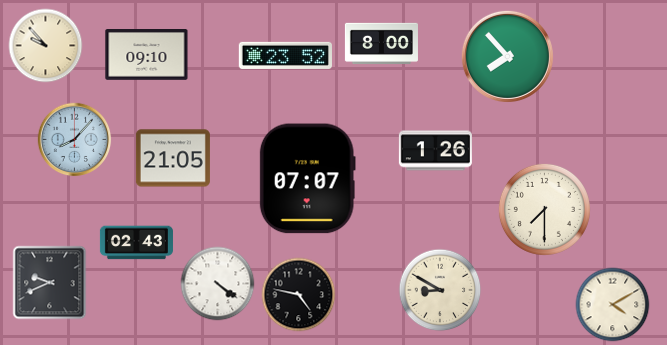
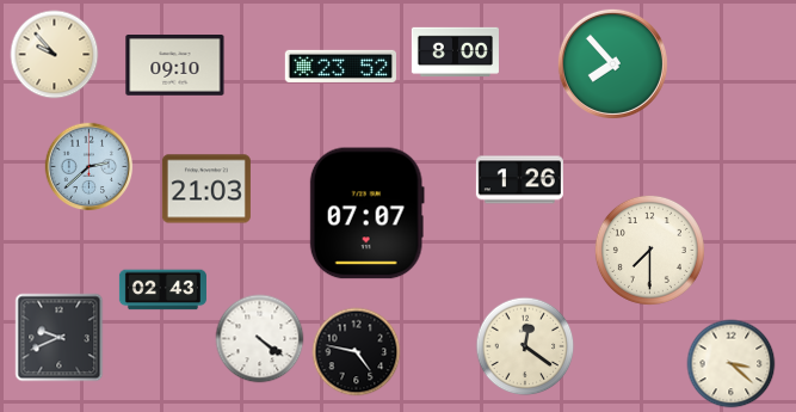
clock at (507, 56) position: (507, 56) -> (612, 63)
clock at (75, 140): 8:07 -> 2:38
clock at (173, 158): 21:05 -> 21:03
clock at (440, 290): 8:50 -> 12:21
clock at (613, 305): 4:10 -> 3:22
